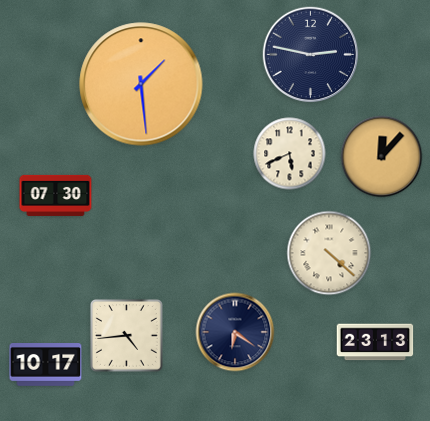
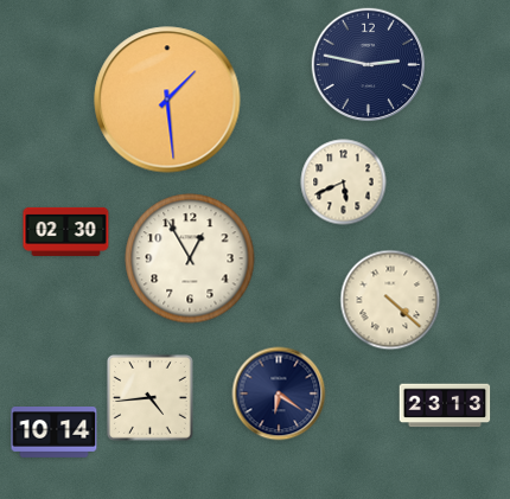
clock at (382, 157): 12:07 -> none
clock at (56, 195): 07:30 -> 02:30
clock at (190, 258): none -> 12:55
clock at (46, 365): 10:17 -> 10:14
